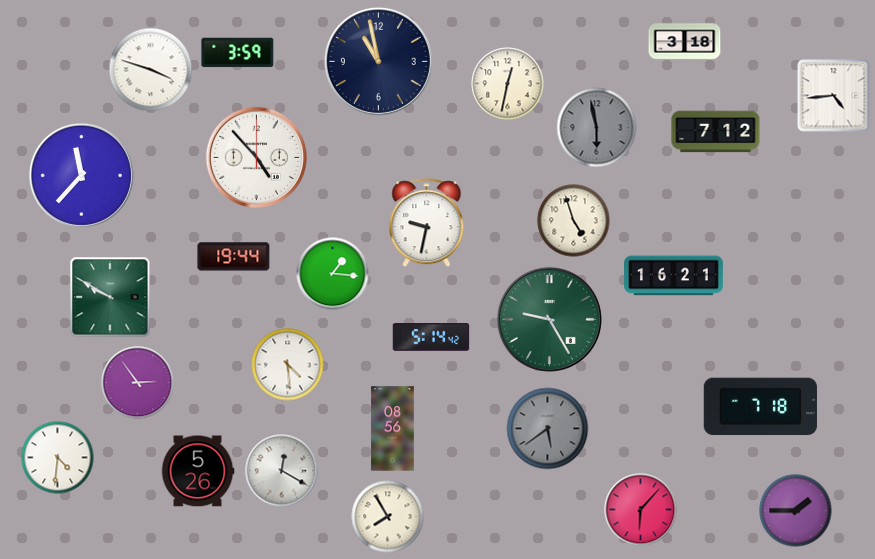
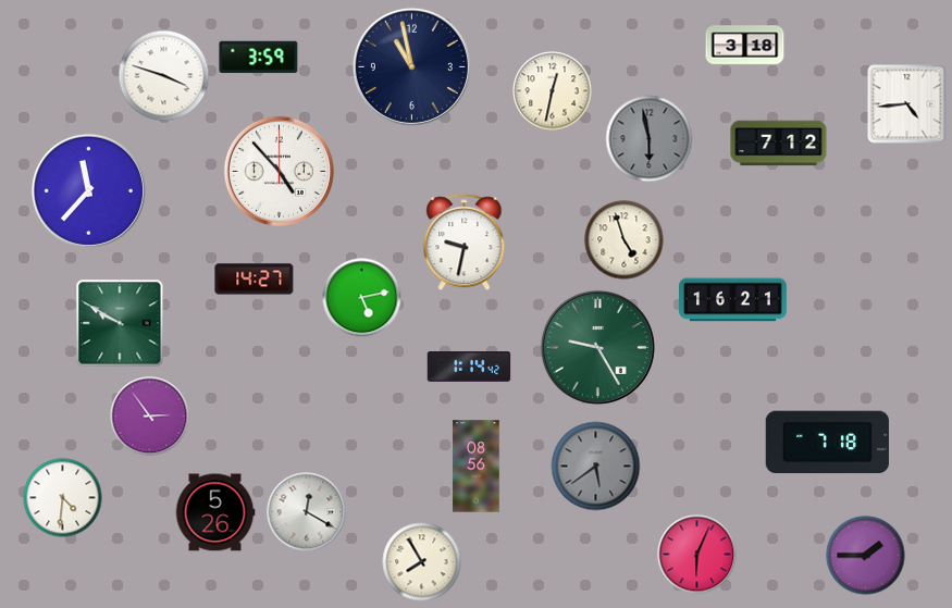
clock at (234, 257): 19:44 -> 14:27
clock at (333, 274): 1:16 -> 5:13
clock at (431, 337): 5:14 -> 1:14
clock at (288, 365): 4:29 -> none
clock at (393, 429) position: (393, 429) -> (477, 467)
clock at (641, 510): 6:07 -> 6:04
